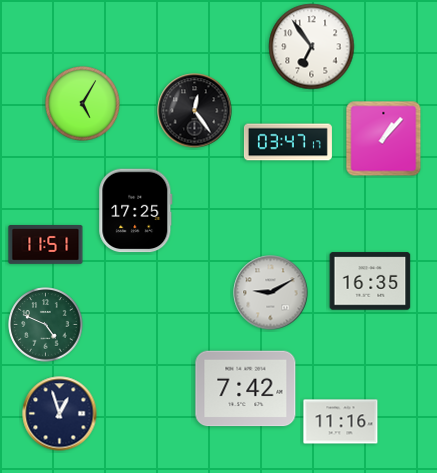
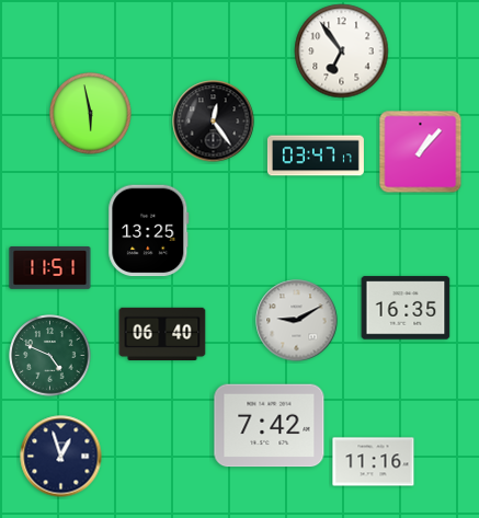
clock at (83, 104): 5:05 -> 5:58
clock at (136, 211): 17:25 -> 13:25
clock at (162, 333): none -> 06:40
clock at (60, 414) position: (60, 414) -> (61, 457)
